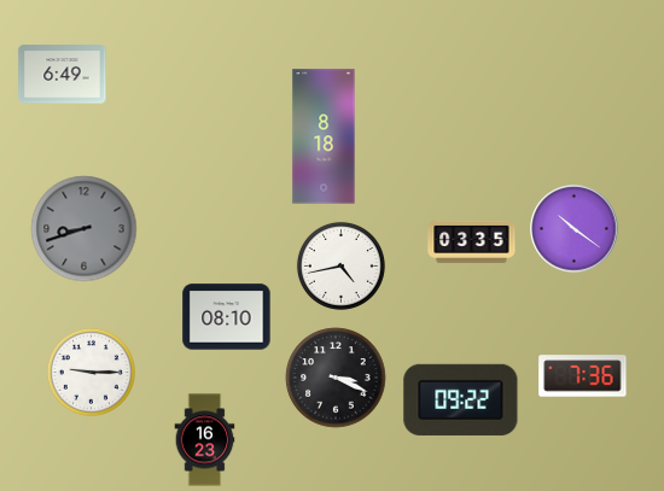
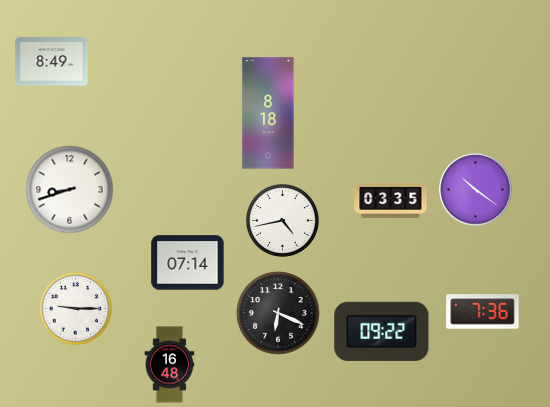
clock at (63, 75): 6:49 -> 8:49
clock at (85, 229) dial: grey -> white
clock at (227, 317): 08:10 -> 07:14
clock at (336, 378): 3:19 -> 6:19
clock at (205, 440): 16:23 -> 16:48
